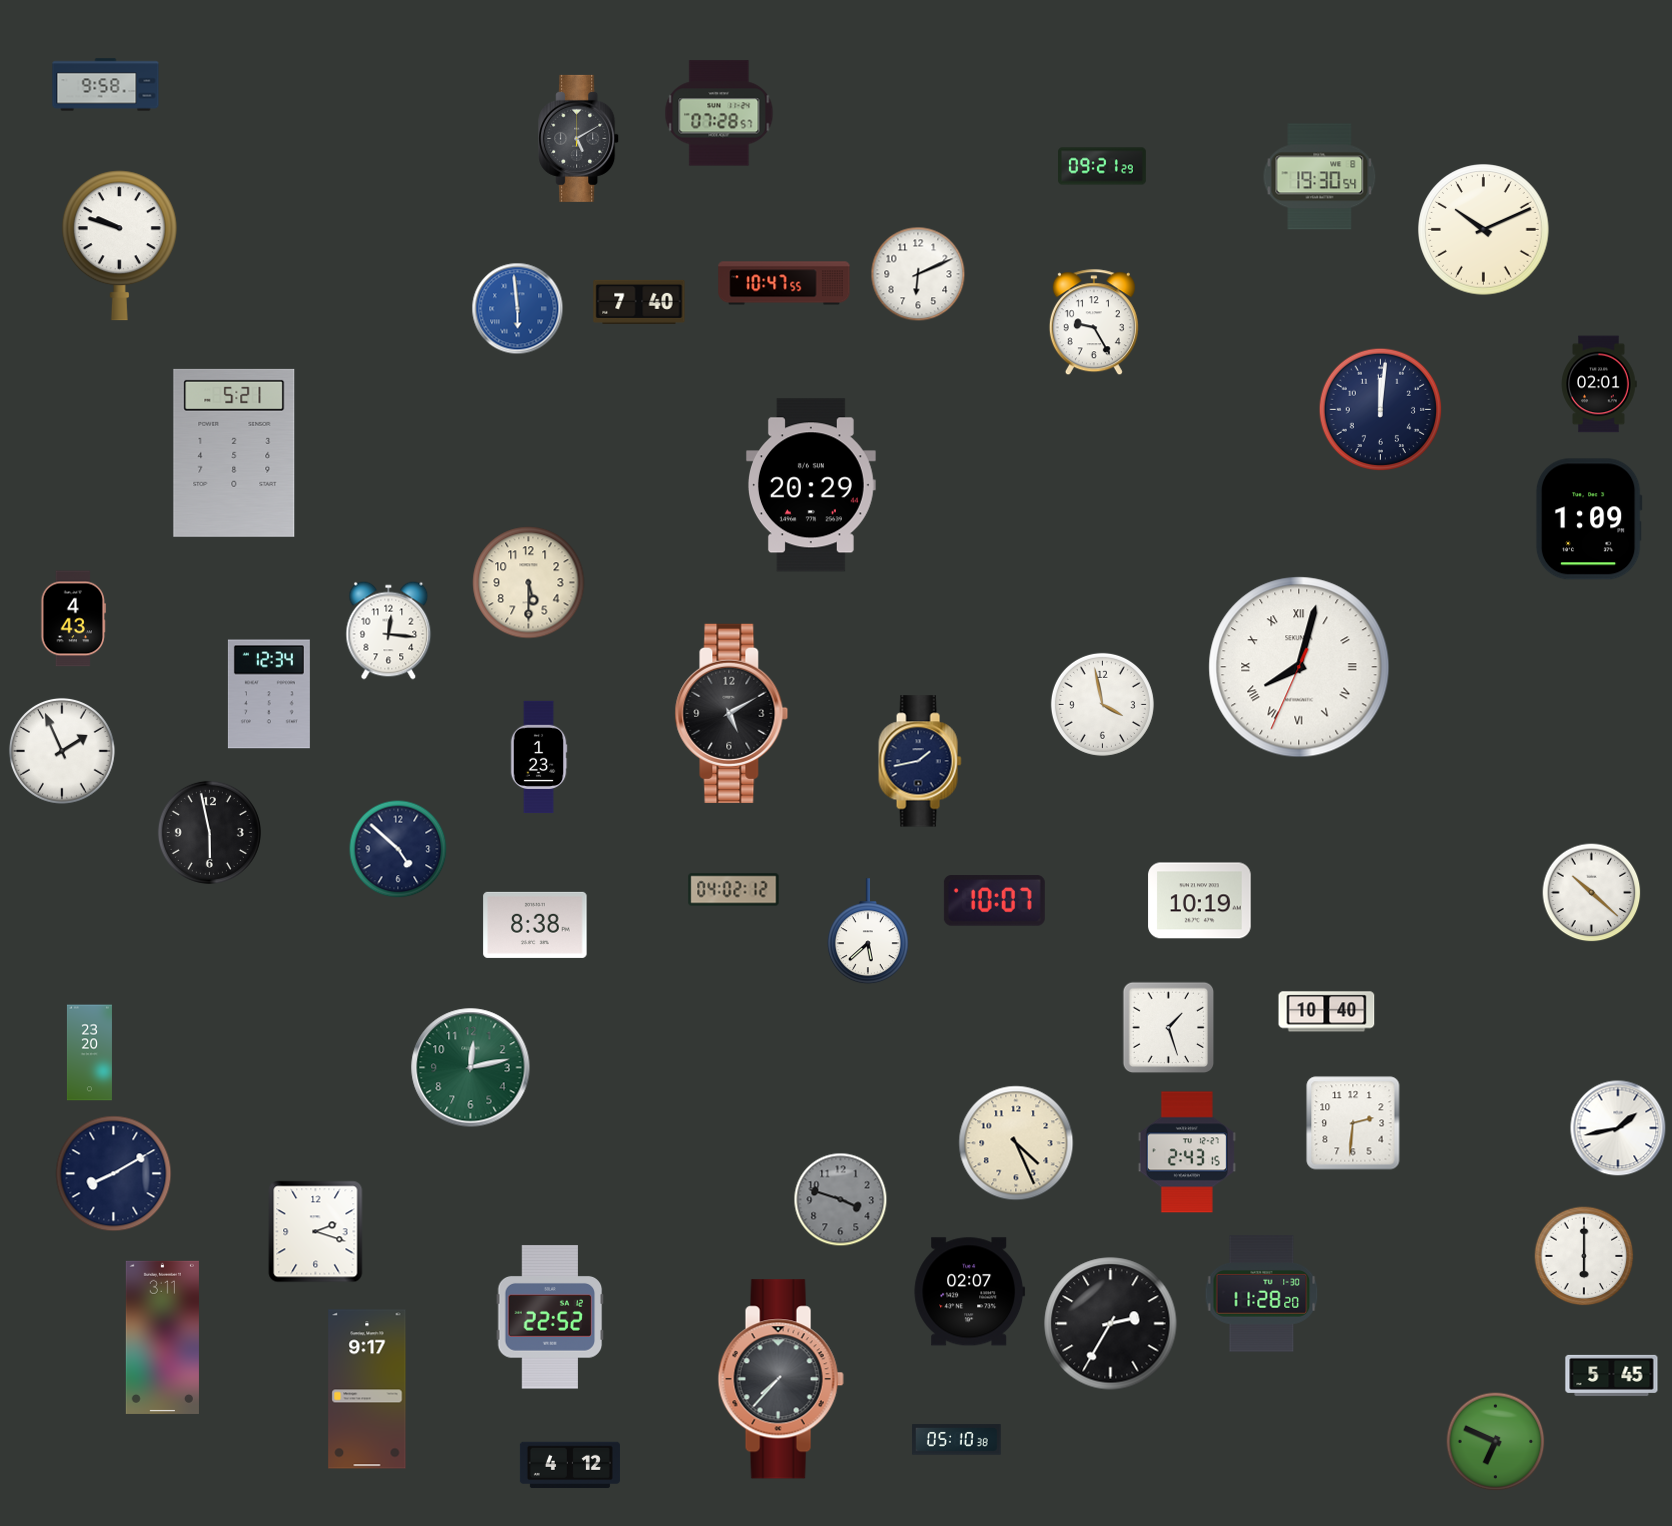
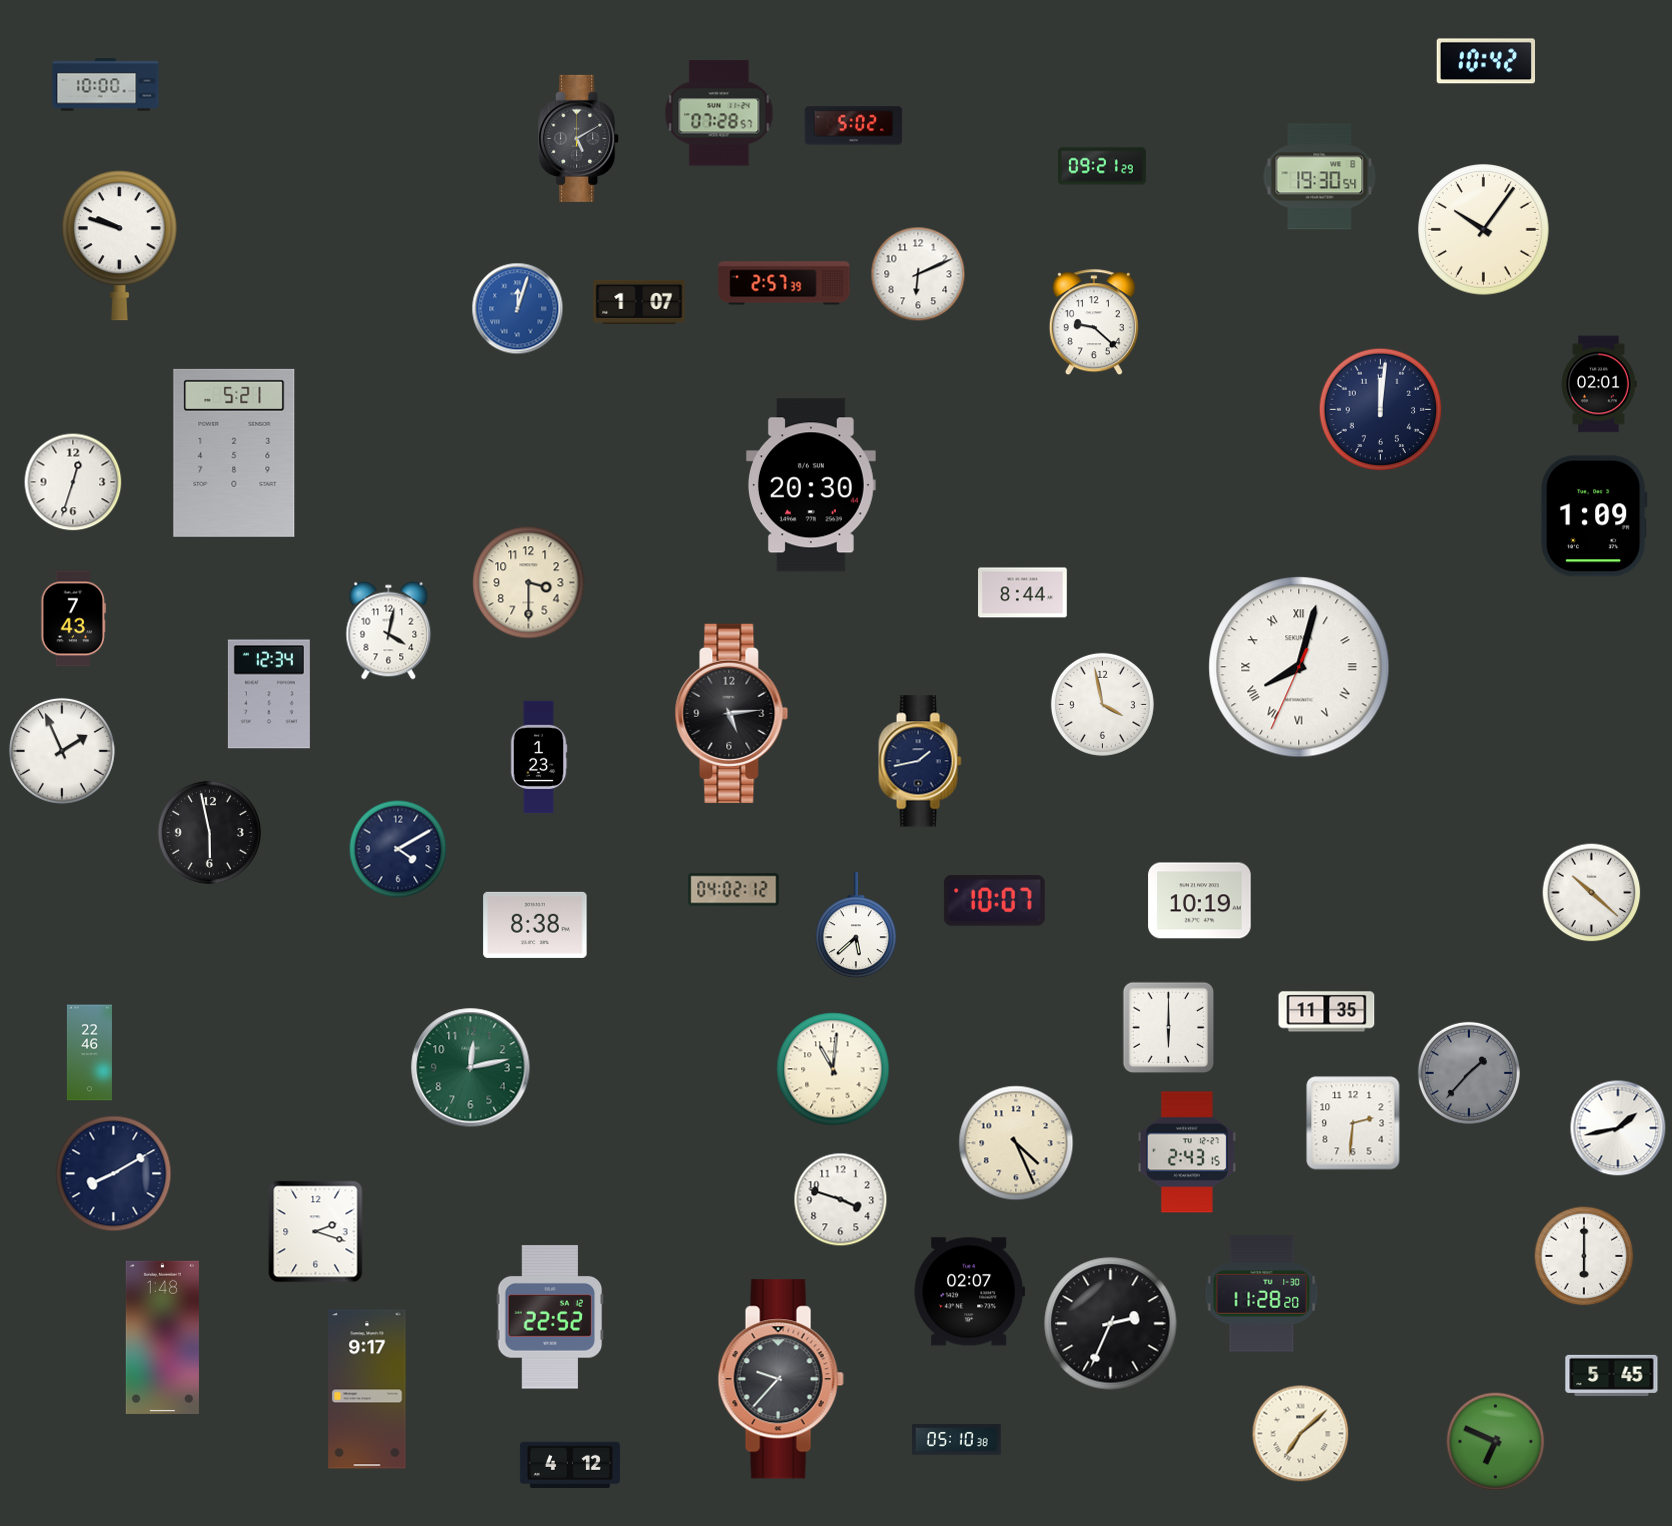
clock at (1486, 61): none -> 10:42
clock at (106, 85): 9:58 -> 10:00
clock at (854, 126): none -> 5:02
clock at (1484, 230): 10:11 -> 10:06
clock at (784, 283): 10:47 -> 2:57
clock at (639, 302): 7:40 -> 1:07
clock at (518, 309): 5:59 -> 12:03
clock at (1094, 323): 9:25 -> 9:22
clock at (73, 482): none -> 12:33
clock at (811, 485): 20:29 -> 20:30
clock at (1589, 519) position: (1589, 519) -> (1594, 516)
clock at (529, 583): 5:30 -> 3:30
clock at (1023, 593): none -> 8:44
clock at (73, 619): 4:43 -> 7:43
clock at (389, 631): 12:16 -> 4:02
clock at (732, 713): 5:10 -> 5:14
clock at (398, 849): 4:52 -> 4:10
clock at (868, 932) position: (868, 932) -> (856, 926)
clock at (1327, 1012): 10:40 -> 11:35
clock at (1169, 1028): 1:27 -> 6:00
clock at (89, 1053): 23:20 -> 22:46
clock at (833, 1069): none -> 11:01
clock at (1469, 1073): none -> 1:37
clock at (841, 1200) dial: grey -> white
clock at (1111, 1324): 2:35 -> 2:34
clock at (162, 1337): 3:11 -> 1:48
clock at (781, 1379): 7:37 -> 9:37
clock at (1301, 1434): none -> 7:08
